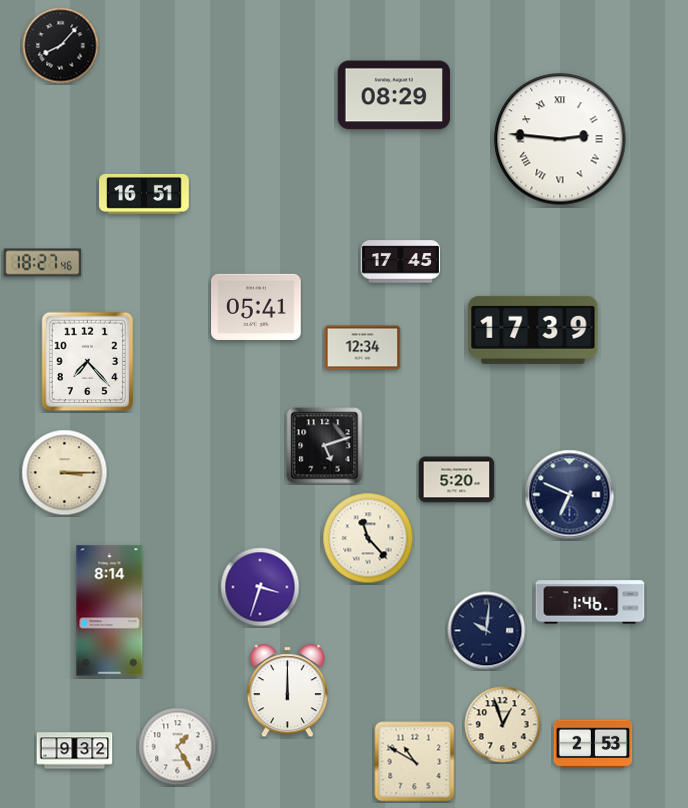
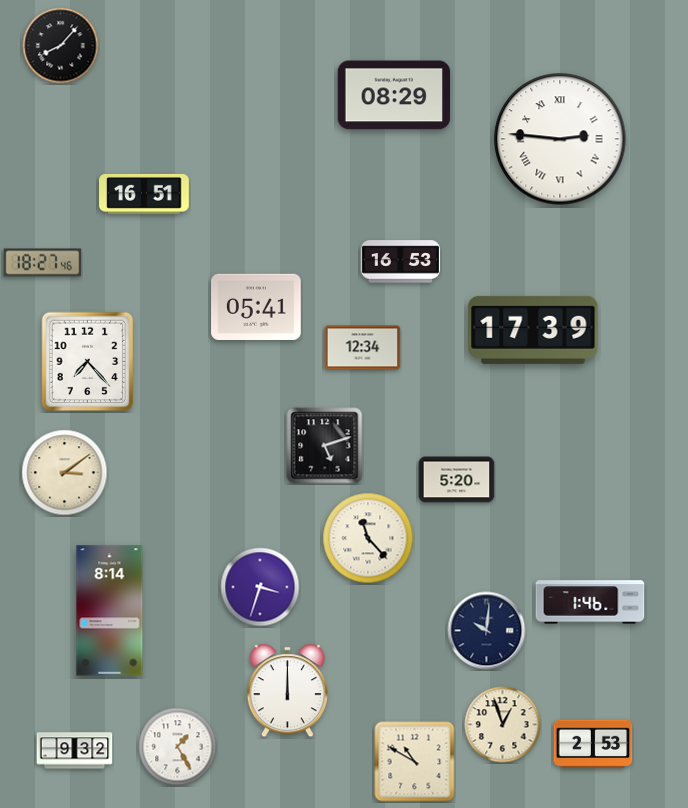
clock at (401, 262): 17:45 -> 16:53
clock at (65, 473): 3:15 -> 3:09
clock at (570, 495): 6:49 -> none
